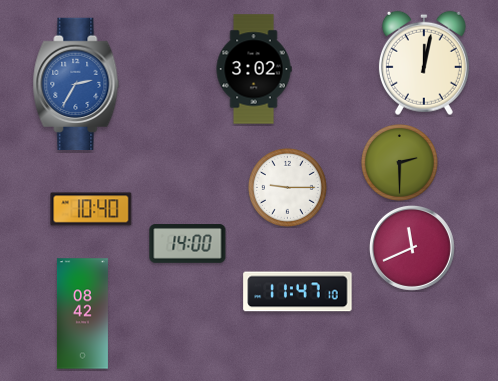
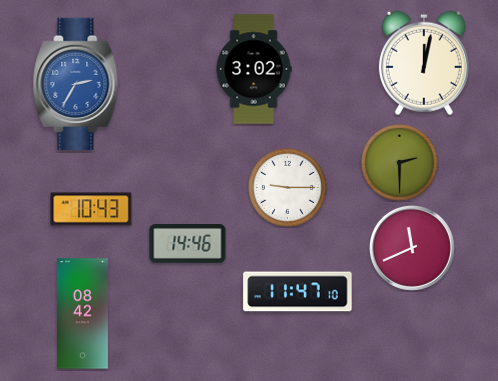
clock at (91, 209): 10:40 -> 10:43
clock at (188, 244): 14:00 -> 14:46
